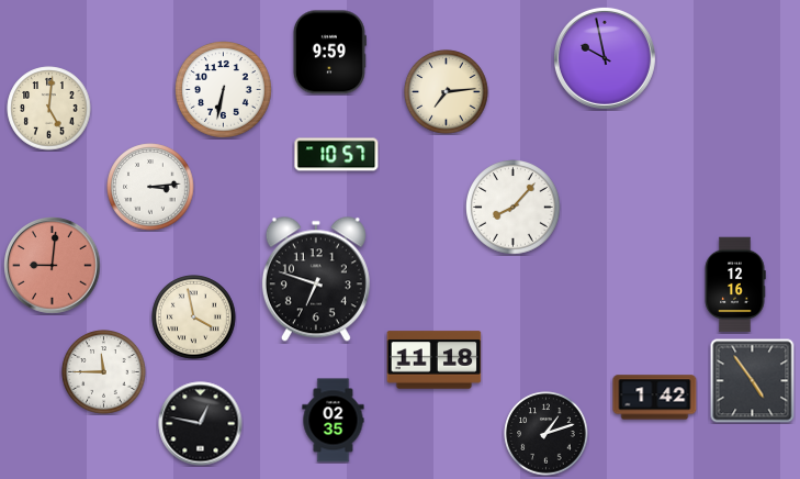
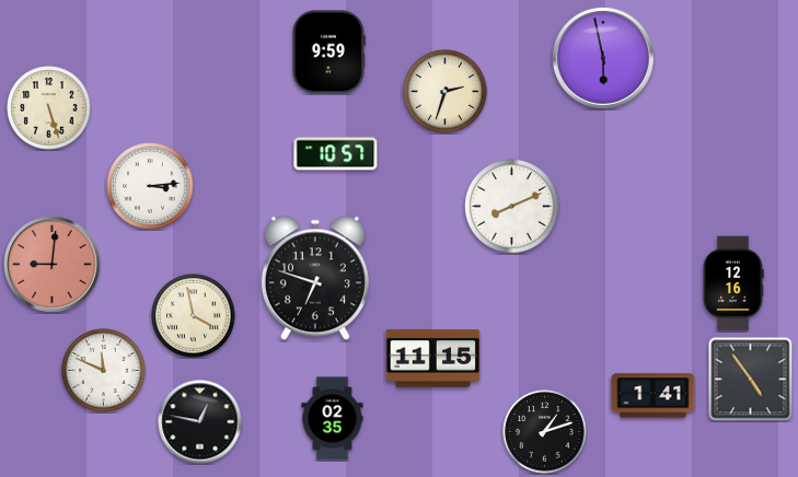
clock at (605, 58): 9:58 -> 5:58
clock at (224, 90): 6:32 -> none
clock at (447, 92): 7:14 -> 2:33
clock at (49, 109): 5:01 -> 5:27
clock at (514, 208): 8:07 -> 8:11
clock at (435, 360): 11:18 -> 11:15
clock at (104, 372): 11:45 -> 11:49
clock at (655, 398): 1:42 -> 1:41
